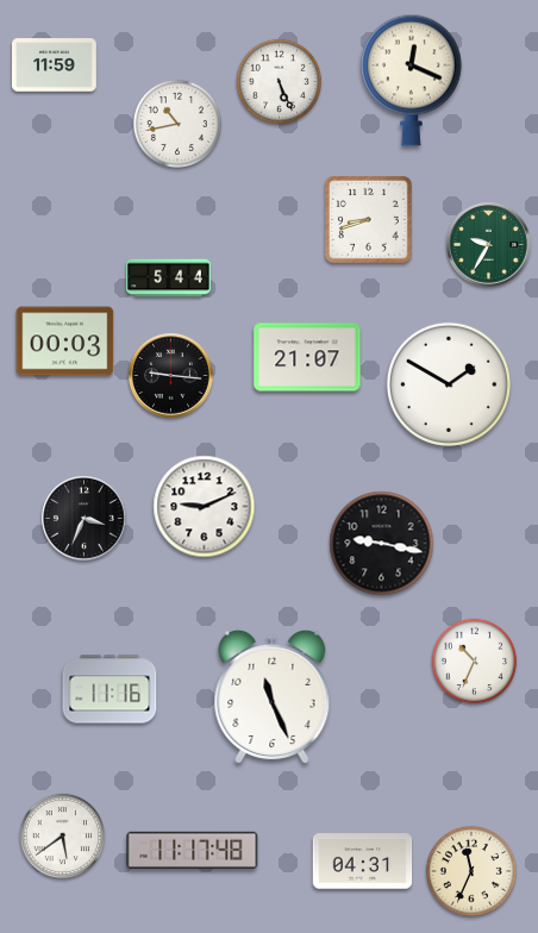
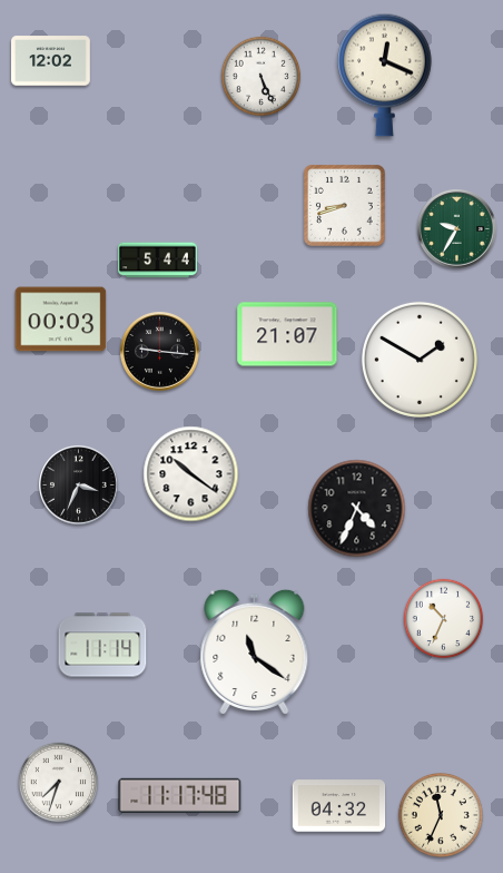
clock at (55, 65): 11:59 -> 12:02
clock at (177, 124): 10:43 -> none
clock at (205, 507): 9:11 -> 10:21
clock at (382, 544): 9:17 -> 4:34
clock at (110, 689): 11:16 -> 11:14
clock at (273, 696): 11:26 -> 11:21
clock at (63, 837): 5:39 -> 7:33
clock at (363, 862): 04:31 -> 04:32
